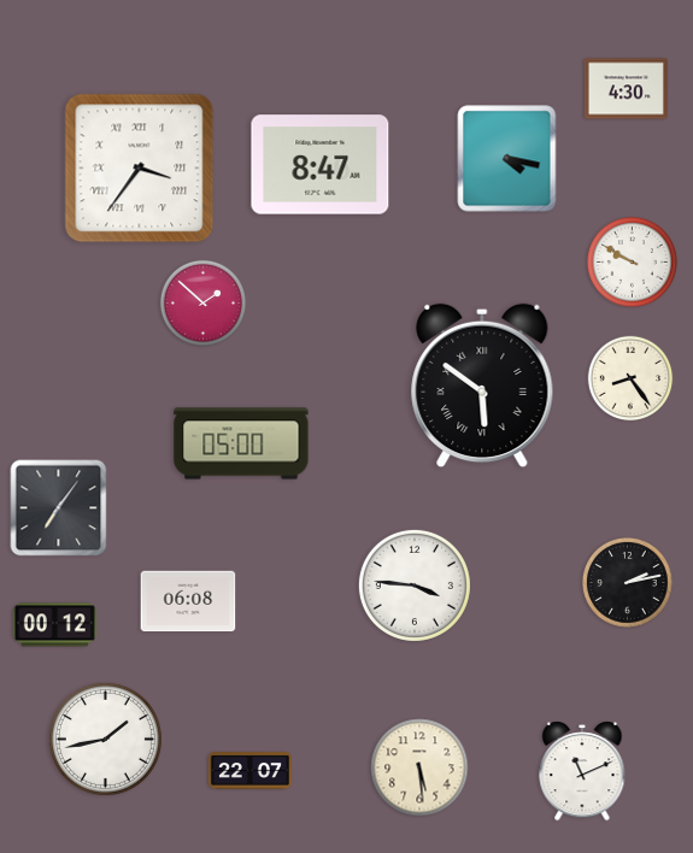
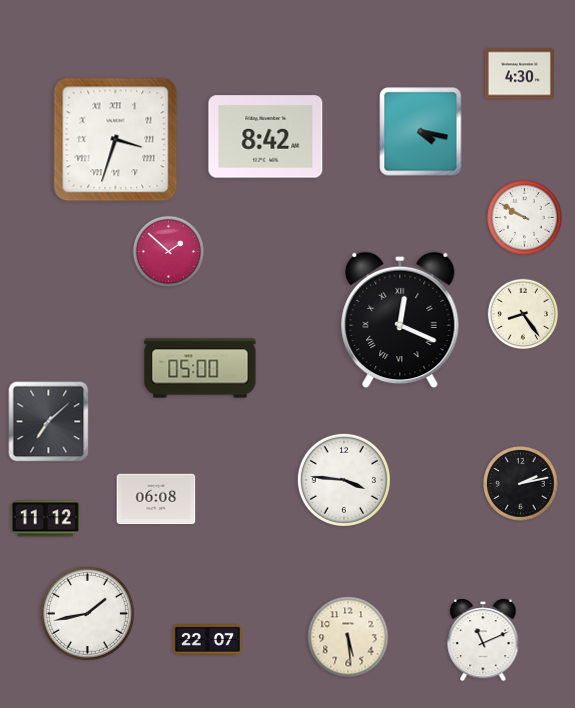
clock at (321, 165): 8:47 -> 8:42
clock at (140, 169): 3:36 -> 3:33
clock at (482, 386): 5:51 -> 12:19
clock at (59, 508): 7:06 -> 7:08
clock at (415, 586) position: (415, 586) -> (344, 480)
clock at (54, 625): 00:12 -> 11:12
